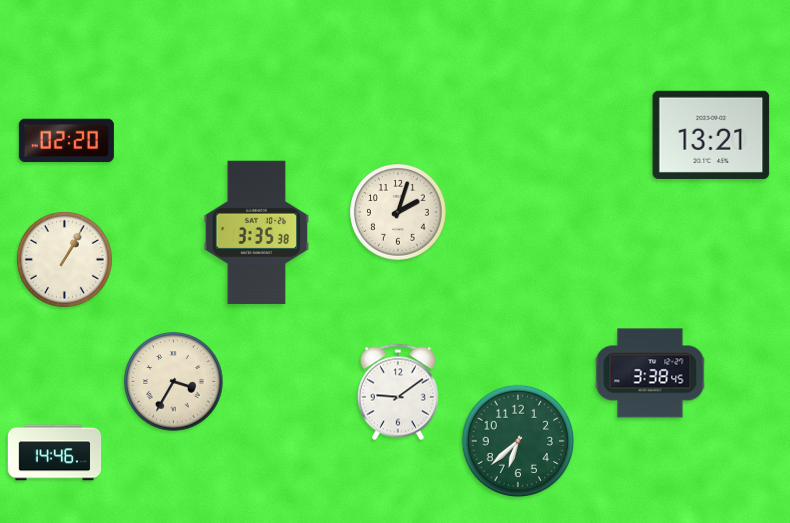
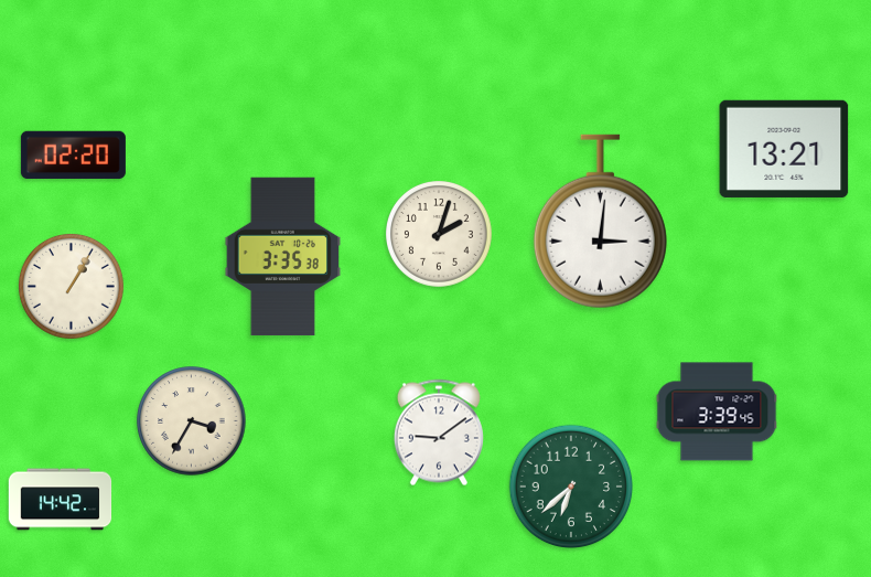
clock at (600, 222): none -> 3:01
clock at (650, 373): 3:38 -> 3:39
clock at (55, 453): 14:46 -> 14:42
